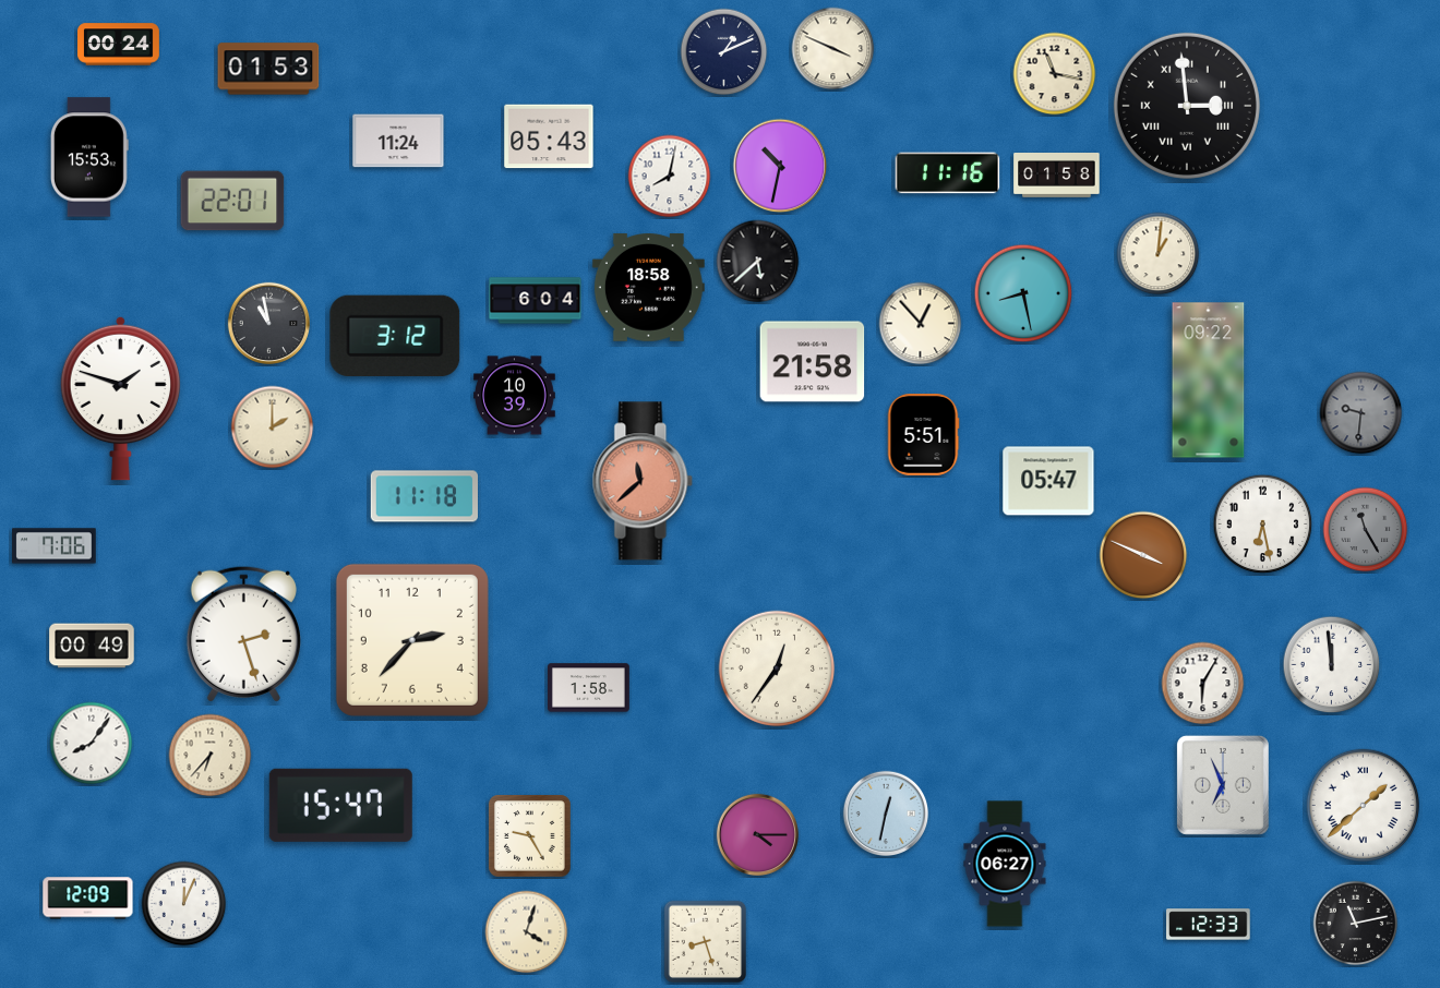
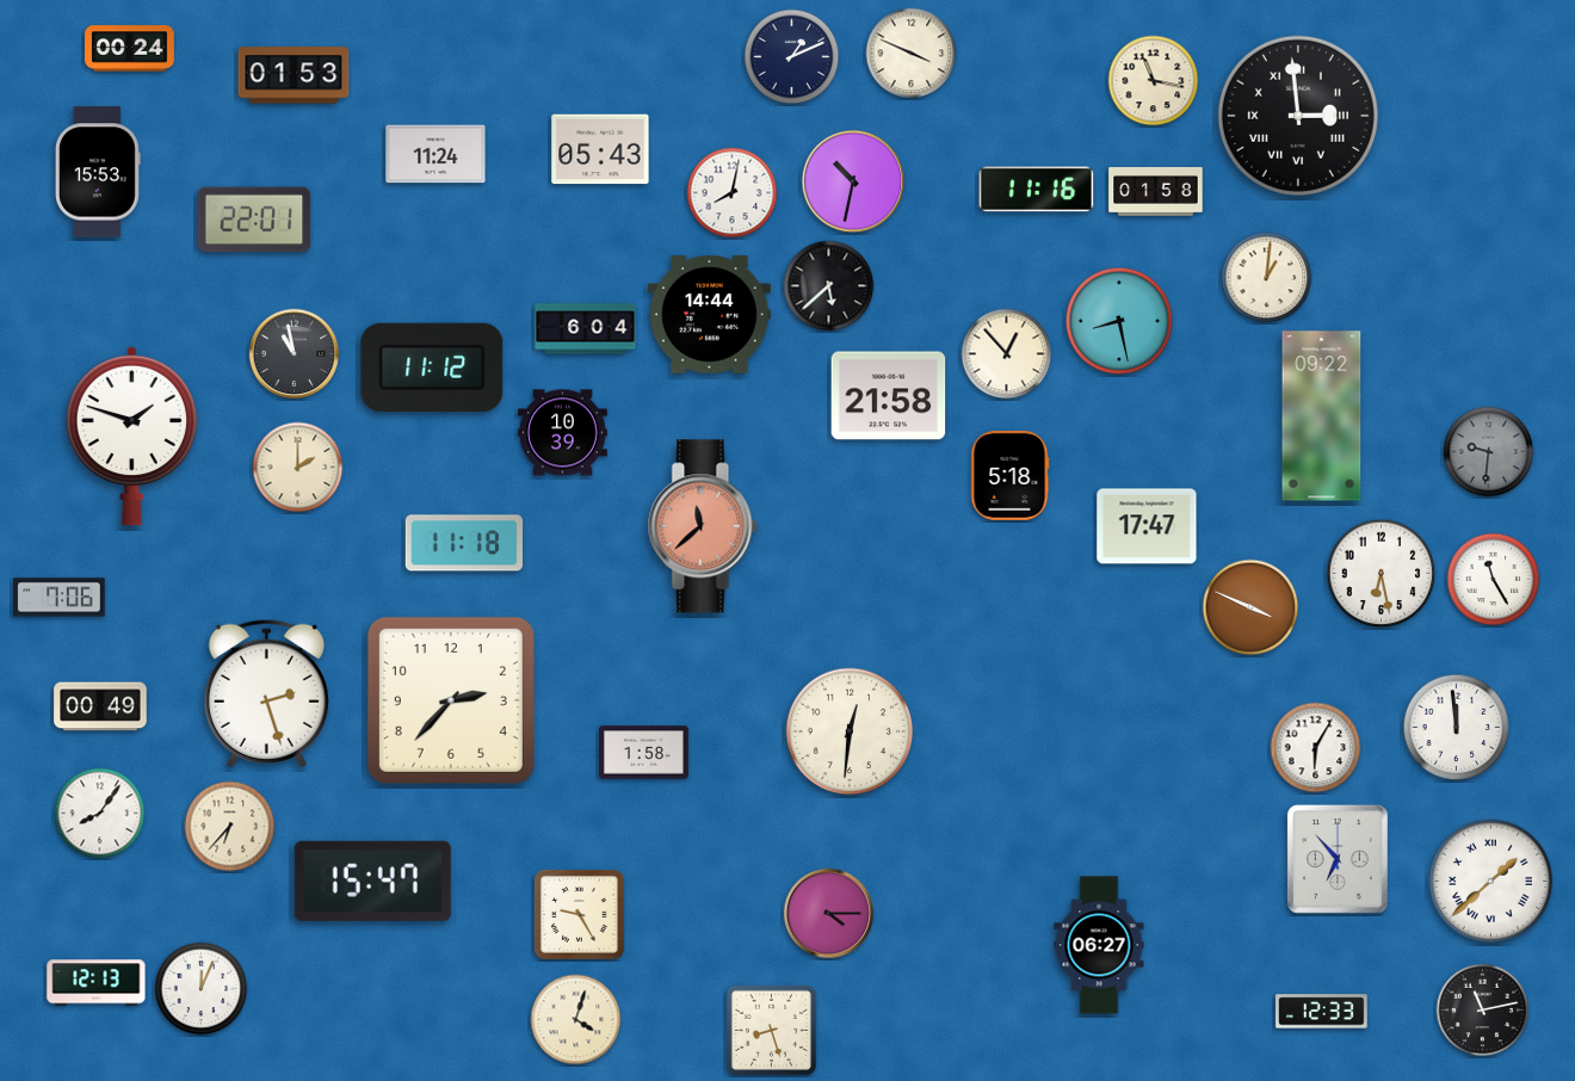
clock at (648, 288): 18:58 -> 14:44
clock at (395, 336): 3:12 -> 11:12
clock at (923, 435): 5:51 -> 5:18
clock at (1048, 481): 05:47 -> 17:47
clock at (1366, 530) dial: grey -> white
clock at (777, 668): 12:36 -> 12:31
clock at (1223, 785): 6:56 -> 6:53
clock at (886, 814): 12:32 -> none
clock at (88, 899): 12:09 -> 12:13
